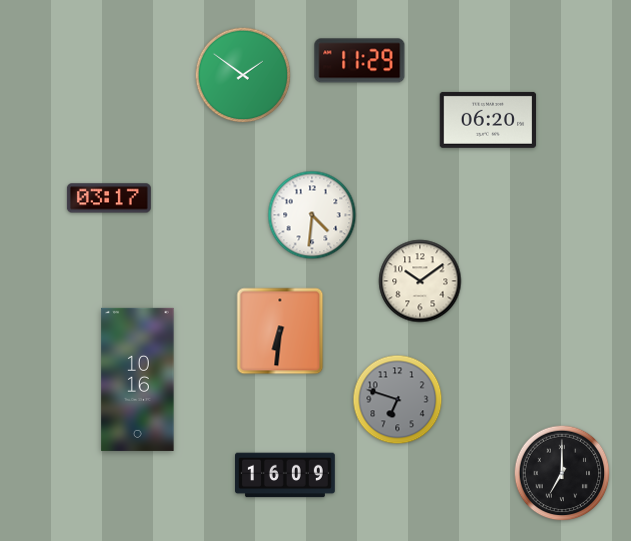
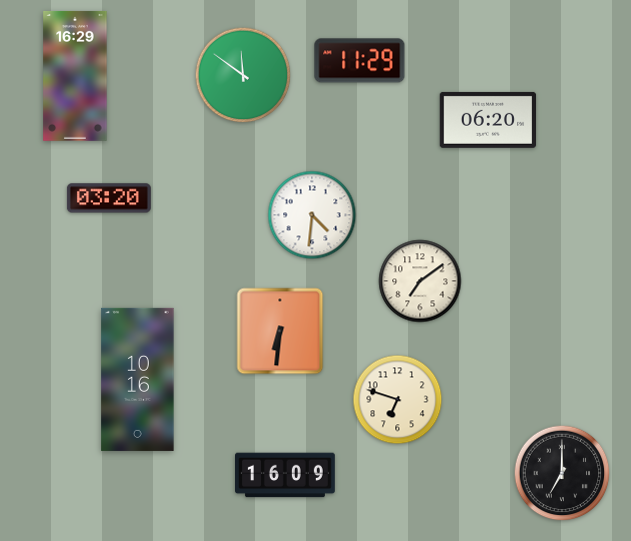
clock at (243, 75): 1:51 -> 11:51
clock at (75, 76): none -> 16:29
clock at (109, 198): 03:17 -> 03:20
clock at (420, 281): 10:09 -> 7:09
clock at (398, 400) dial: grey -> cream
